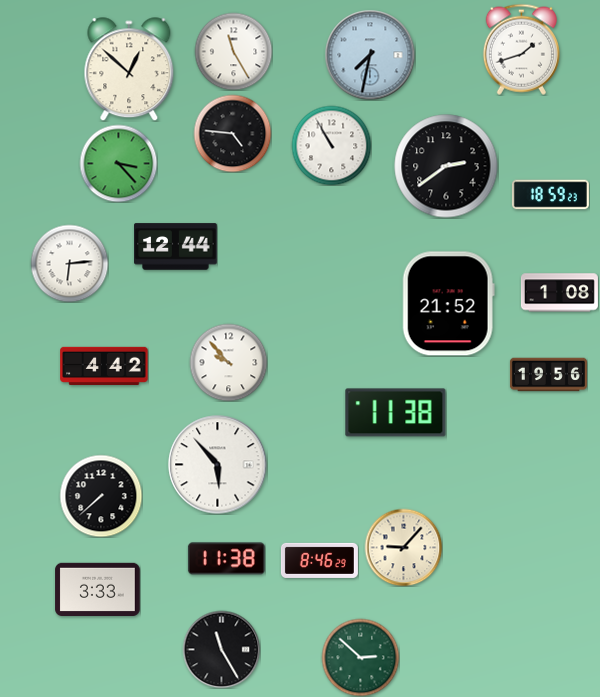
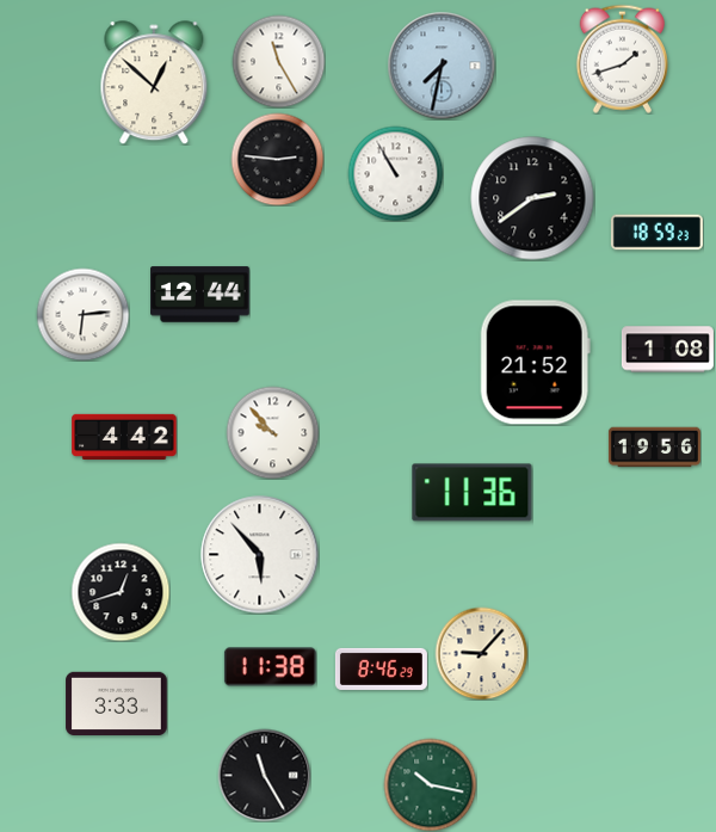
clock at (232, 133): 4:46 -> 2:46
clock at (118, 163): 3:23 -> none
clock at (176, 247) position: (176, 247) -> (200, 295)
clock at (396, 413): 11:38 -> 11:36
clock at (101, 496): 7:38 -> 12:42
clock at (360, 657): 2:52 -> 10:17
